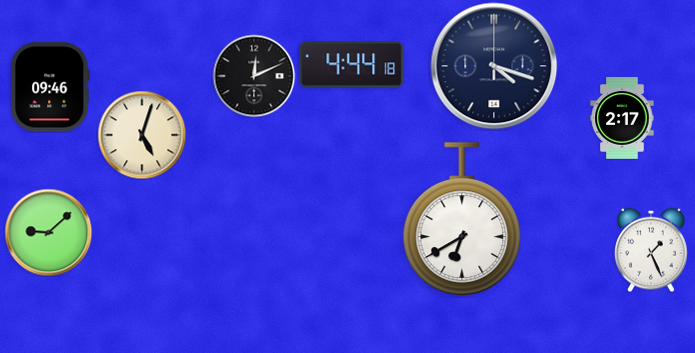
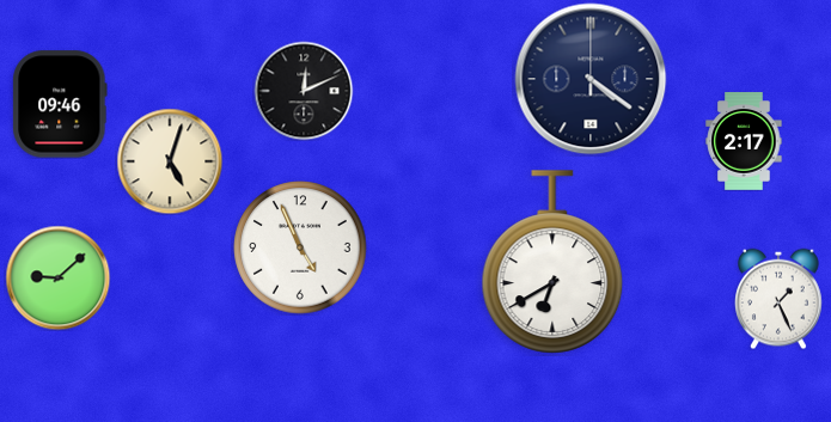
clock at (352, 65): 4:44 -> none
clock at (494, 66): 4:18 -> 4:21
clock at (300, 247): none -> 4:56
